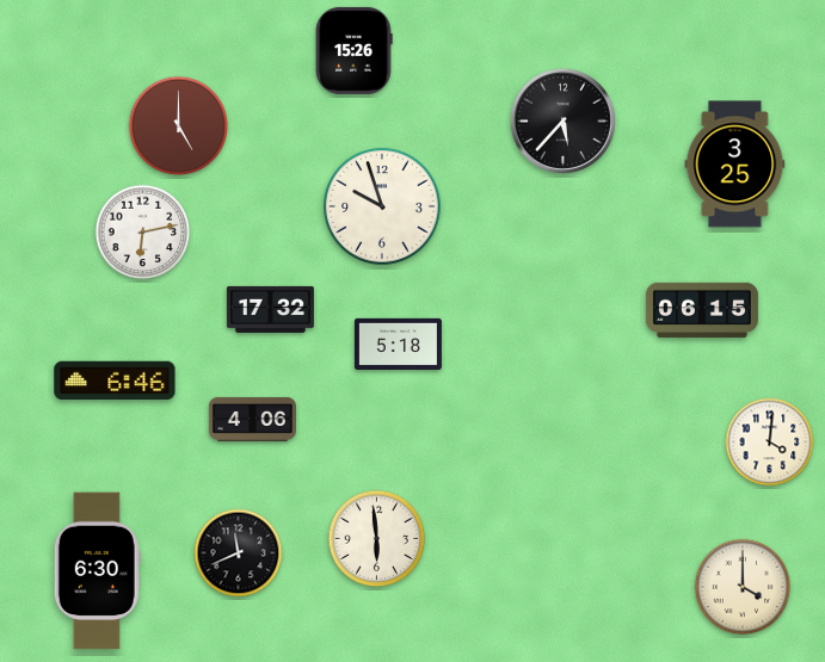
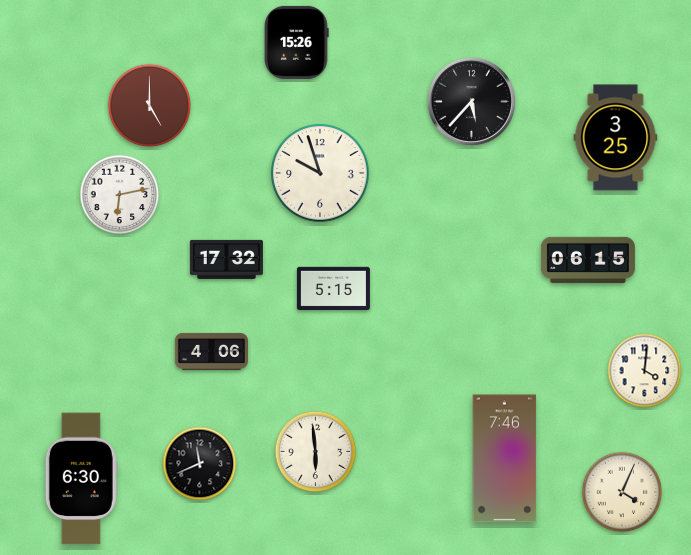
clock at (398, 344): 5:18 -> 5:15
clock at (115, 381): 6:46 -> none
clock at (505, 459): none -> 7:46
clock at (743, 587): 4:00 -> 4:04
